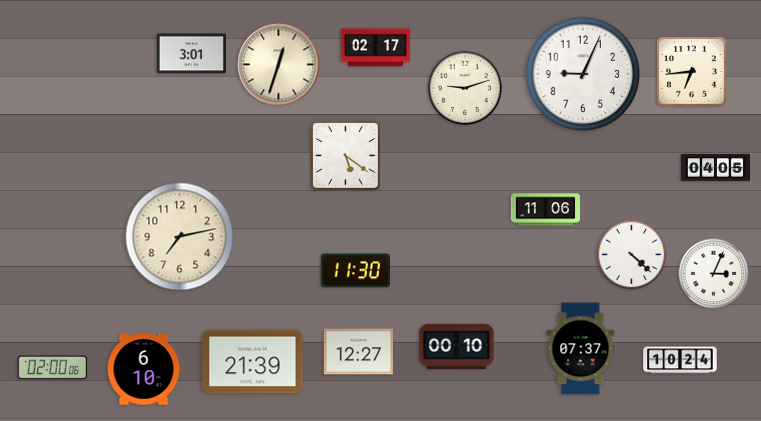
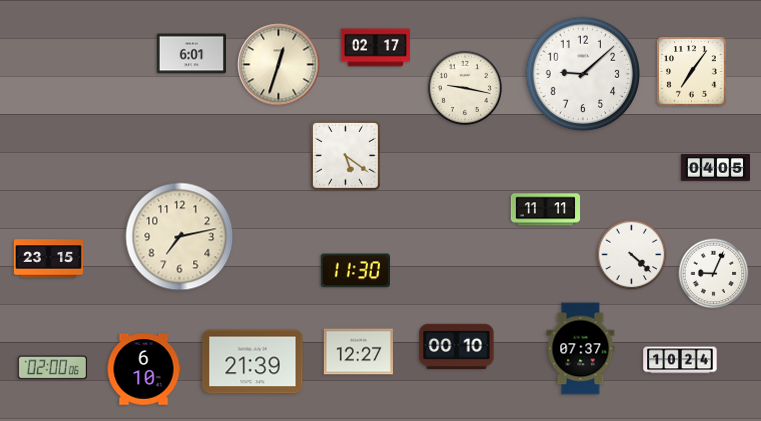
clock at (192, 54): 3:01 -> 6:01
clock at (692, 72): 6:44 -> 7:06
clock at (583, 74): 9:04 -> 9:08
clock at (465, 88): 9:12 -> 9:17
clock at (546, 210): 11:06 -> 11:11
clock at (49, 259): none -> 23:15
clock at (714, 274): 3:04 -> 9:04
